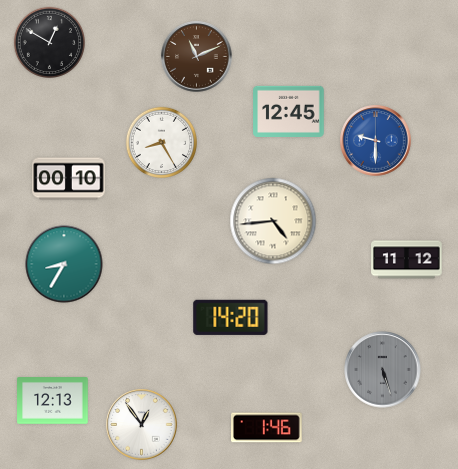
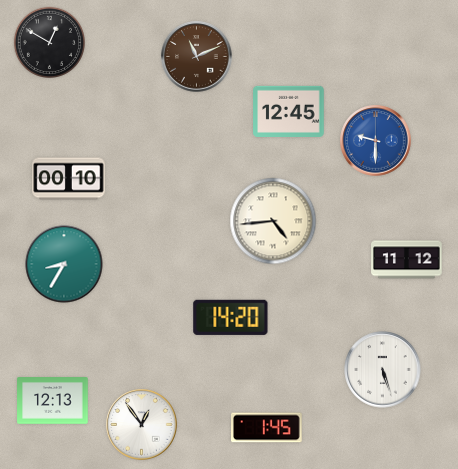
clock at (161, 142): 8:25 -> none
clock at (383, 370) dial: grey -> white
clock at (267, 428): 1:46 -> 1:45
